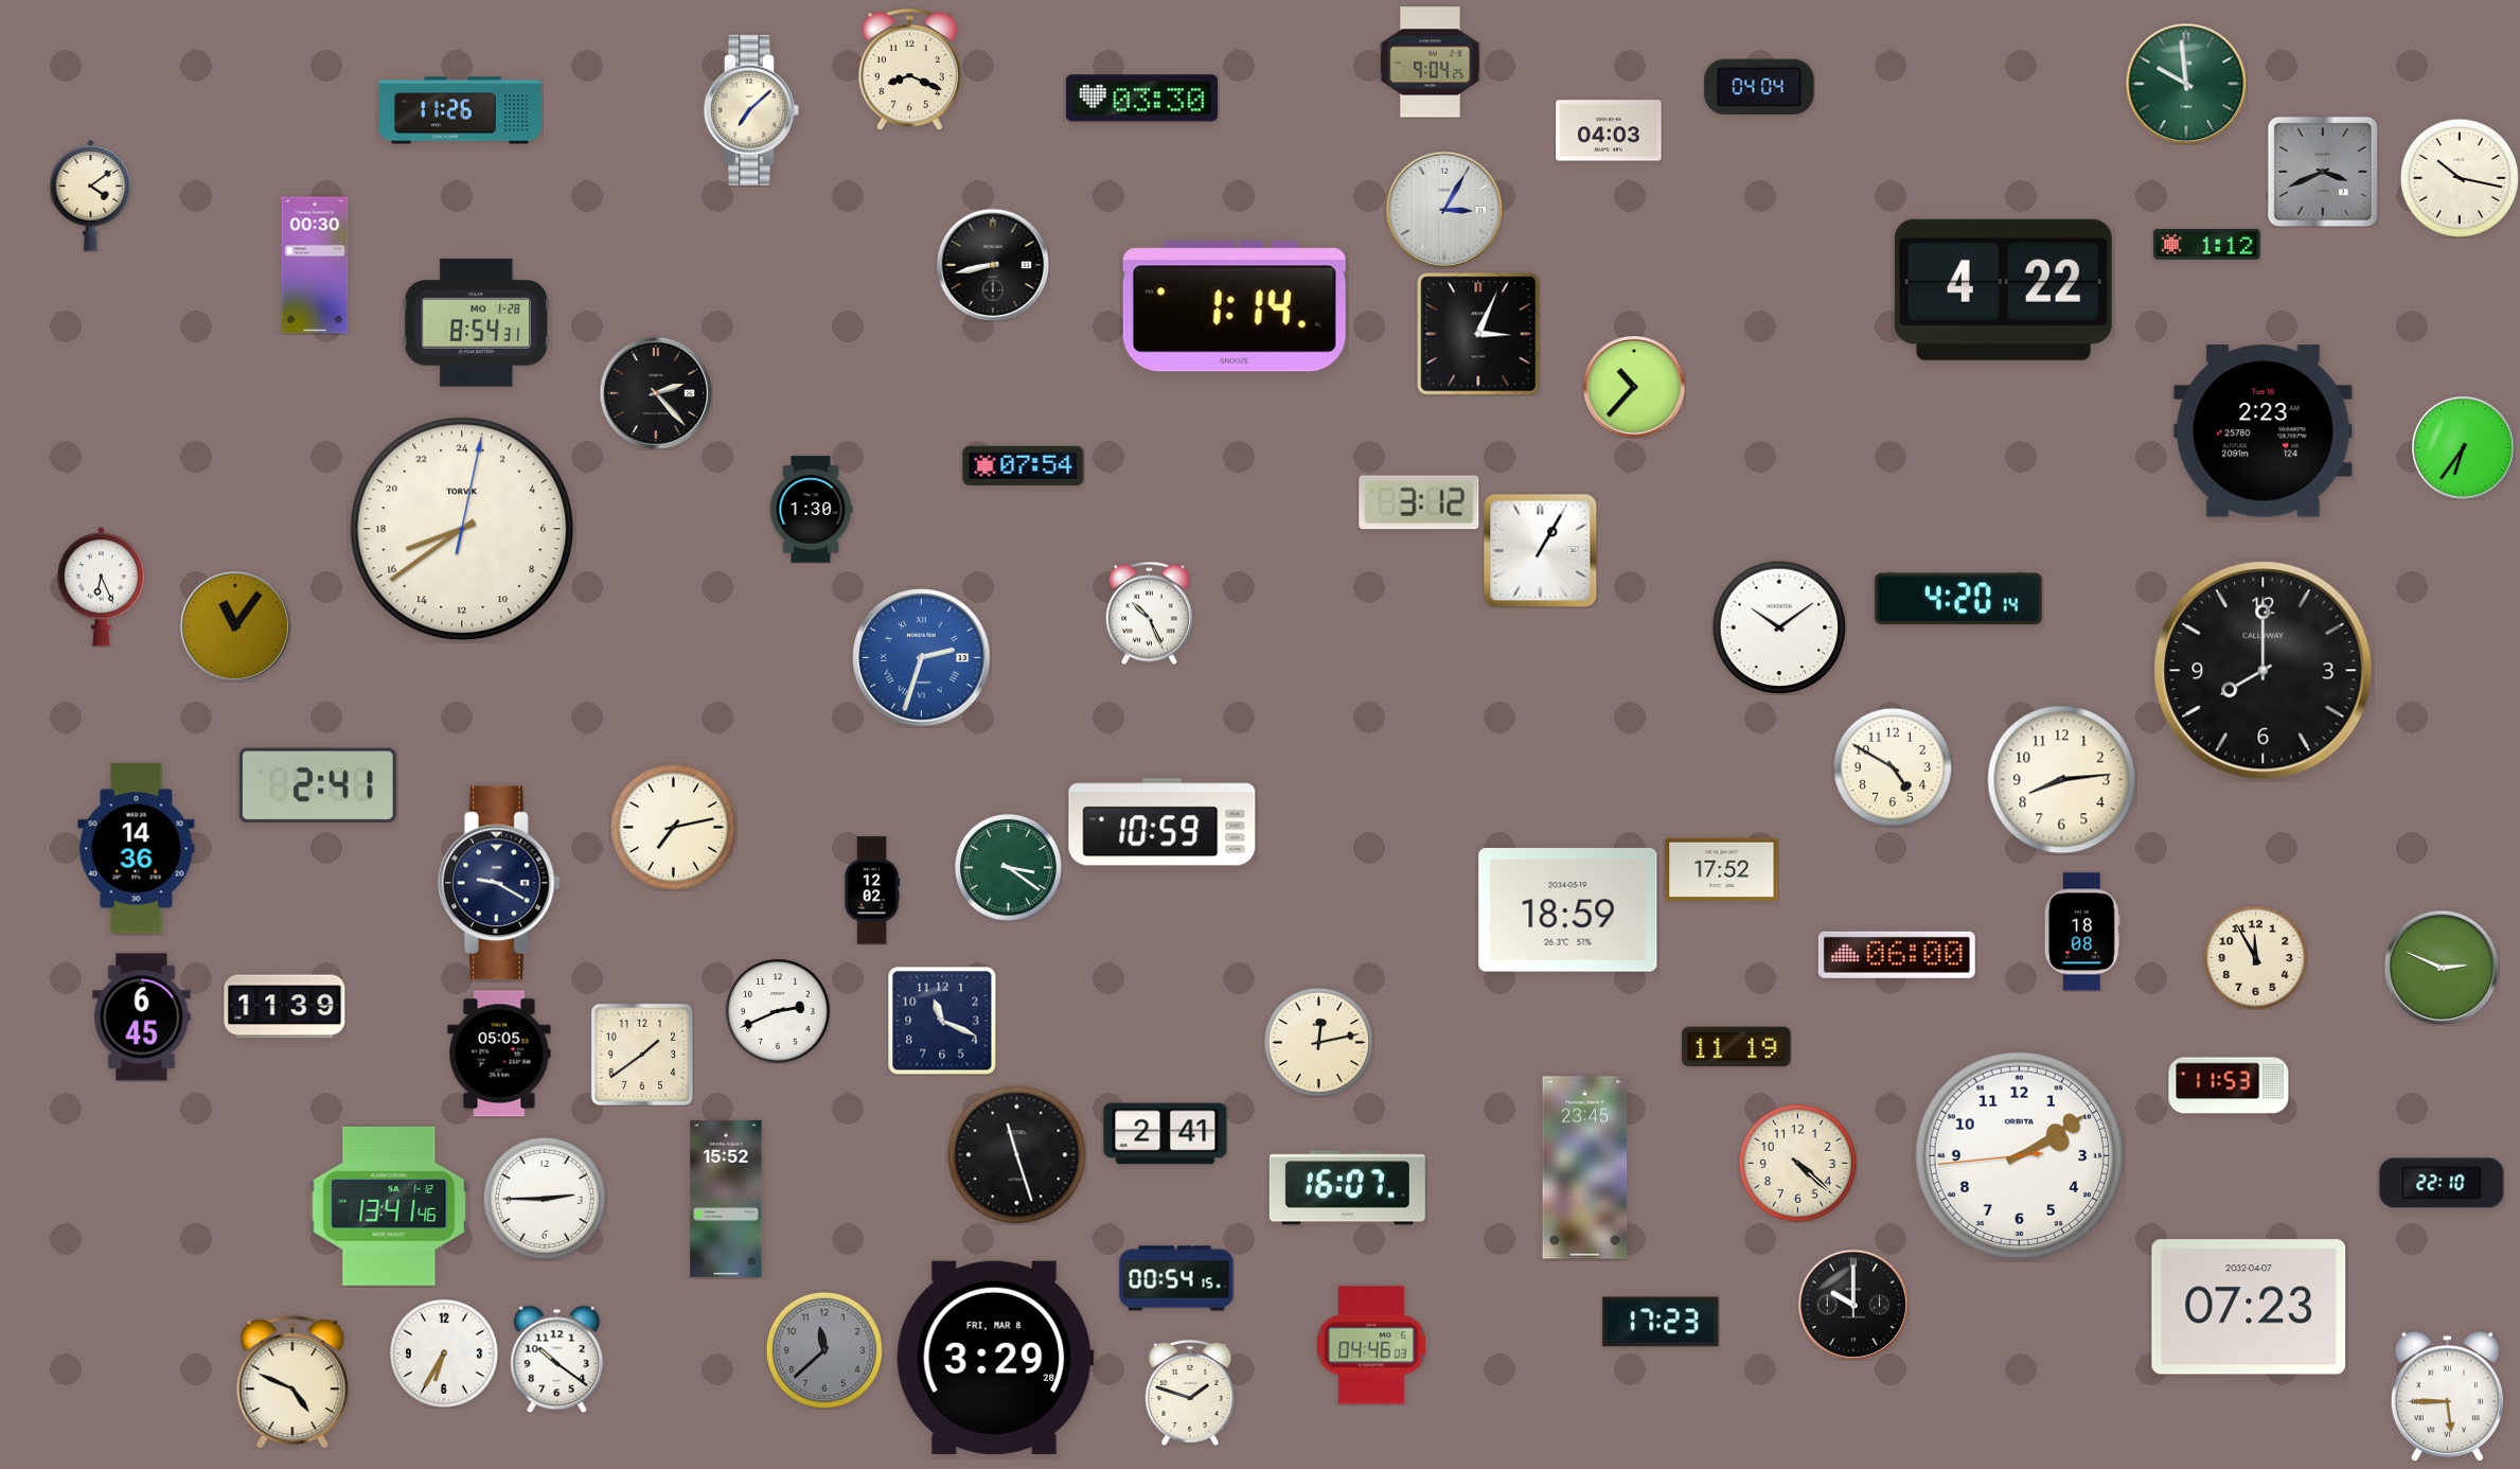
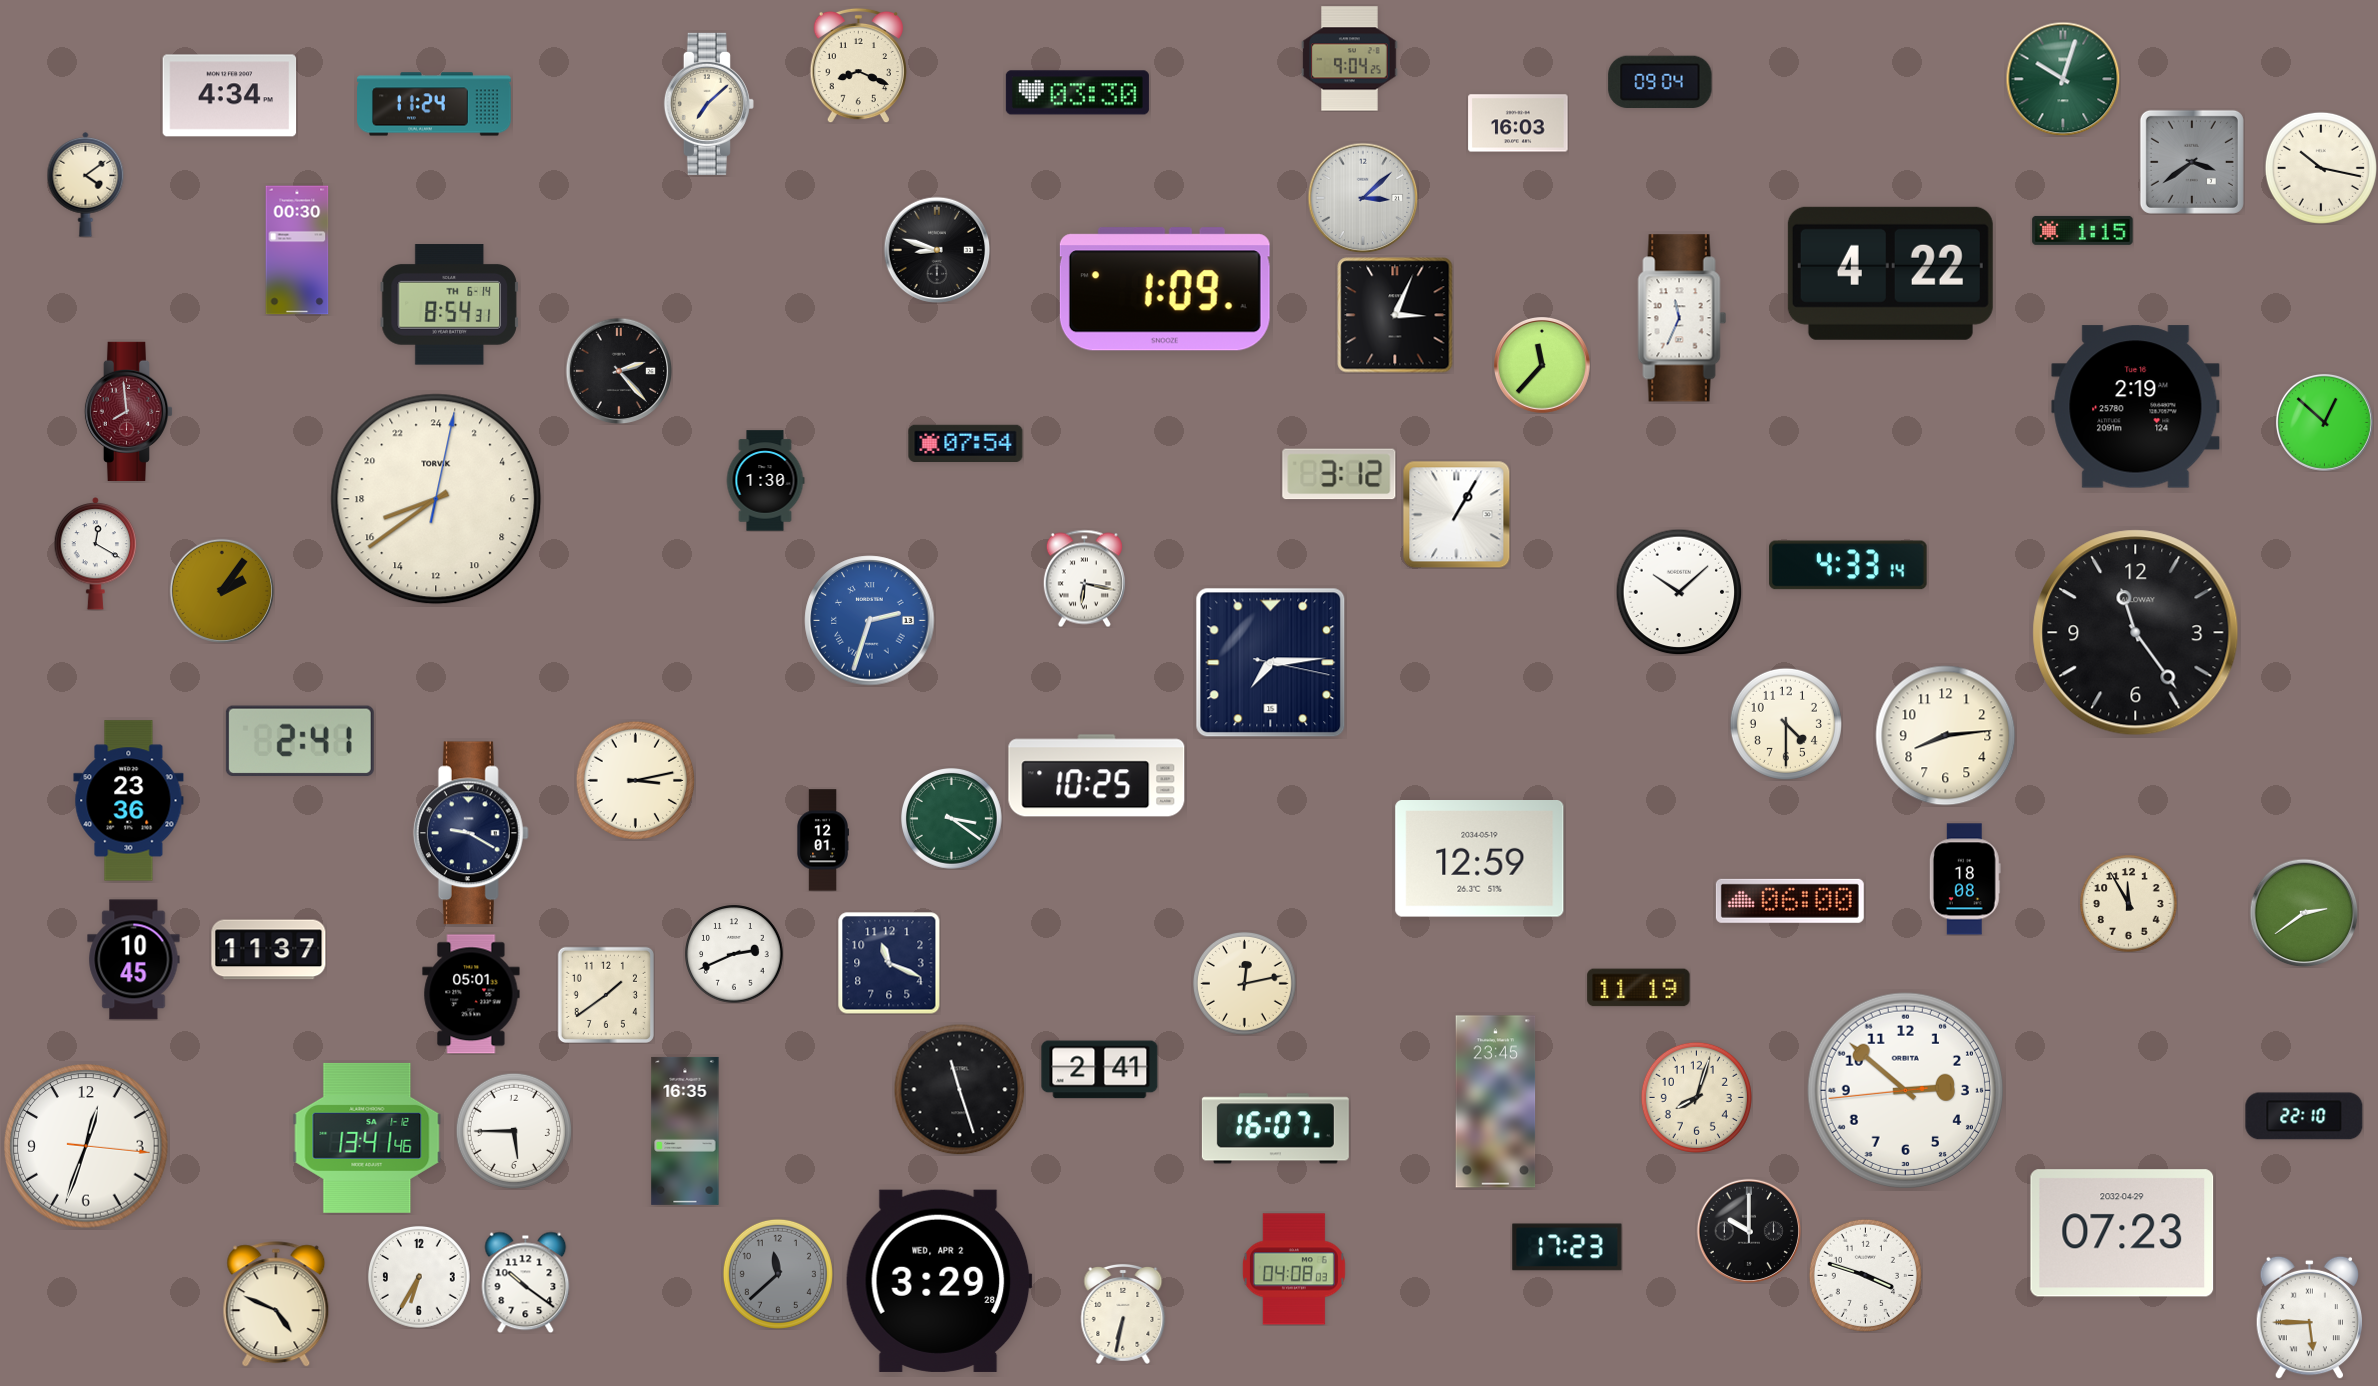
clock at (2186, 84): 9:59 -> 10:03
clock at (1759, 86): 04:04 -> 09:04
clock at (230, 96): none -> 4:34
clock at (460, 110): 11:26 -> 11:24
clock at (1609, 130): 04:03 -> 16:03
clock at (2323, 172): 3:41 -> 3:39
clock at (1444, 210): 3:05 -> 3:08
clock at (2207, 244): 1:12 -> 1:15
clock at (993, 265): 8:43 -> 8:48
clock at (1235, 306): 1:14 -> 1:09
clock at (476, 323) date: MO 1-28 -> TH 6-14
clock at (1682, 318): none -> 11:34
clock at (1635, 388): 10:37 -> 11:37
clock at (2264, 431): 2:23 -> 2:19
clock at (129, 411): none -> 7:59
clock at (2463, 447): 6:36 -> 12:52
clock at (1024, 465) position: (1024, 465) -> (966, 443)
clock at (1540, 550) position: (1540, 550) -> (1456, 514)
clock at (102, 587): 6:26 -> 12:20
clock at (1958, 599): 4:20 -> 4:33
clock at (1149, 613): 10:26 -> 6:17
clock at (235, 626): 11:06 -> 2:06
clock at (1779, 627): 10:09 -> 10:08
clock at (2264, 671): 8:00 -> 11:24
clock at (1271, 663): none -> 7:14
clock at (1893, 767): 4:50 -> 4:30
clock at (1163, 822): 10:59 -> 10:25
clock at (673, 827): 7:13 -> 3:13
clock at (137, 849): 14:36 -> 23:36
clock at (1722, 870): 17:52 -> none
clock at (872, 890): 12:02 -> 12:01
clock at (1568, 910): 18:59 -> 12:59
clock at (2442, 968): 2:49 -> 2:39
clock at (285, 1007): 11:39 -> 11:37
clock at (142, 1017): 6:45 -> 10:45
clock at (499, 1054): 05:05 -> 05:01
clock at (2229, 1085): 11:53 -> none
clock at (2019, 1155): 2:09 -> 2:51
clock at (1797, 1163): 4:22 -> 8:03
clock at (1347, 1188) position: (1347, 1188) -> (1275, 1129)
clock at (545, 1199): 2:45 -> 5:45
clock at (726, 1199): 15:52 -> 16:35
clock at (86, 1146): none -> 12:33
clock at (1176, 1278): 00:54 -> none
clock at (2249, 1307) date: 2032-04-07 -> 2032-04-29
clock at (1371, 1345): 04:46 -> 04:08
clock at (1865, 1275): none -> 3:48
clock at (995, 1358) date: FRI, MAR 8 -> WED, APR 2
clock at (1190, 1393): 1:48 -> 6:32
